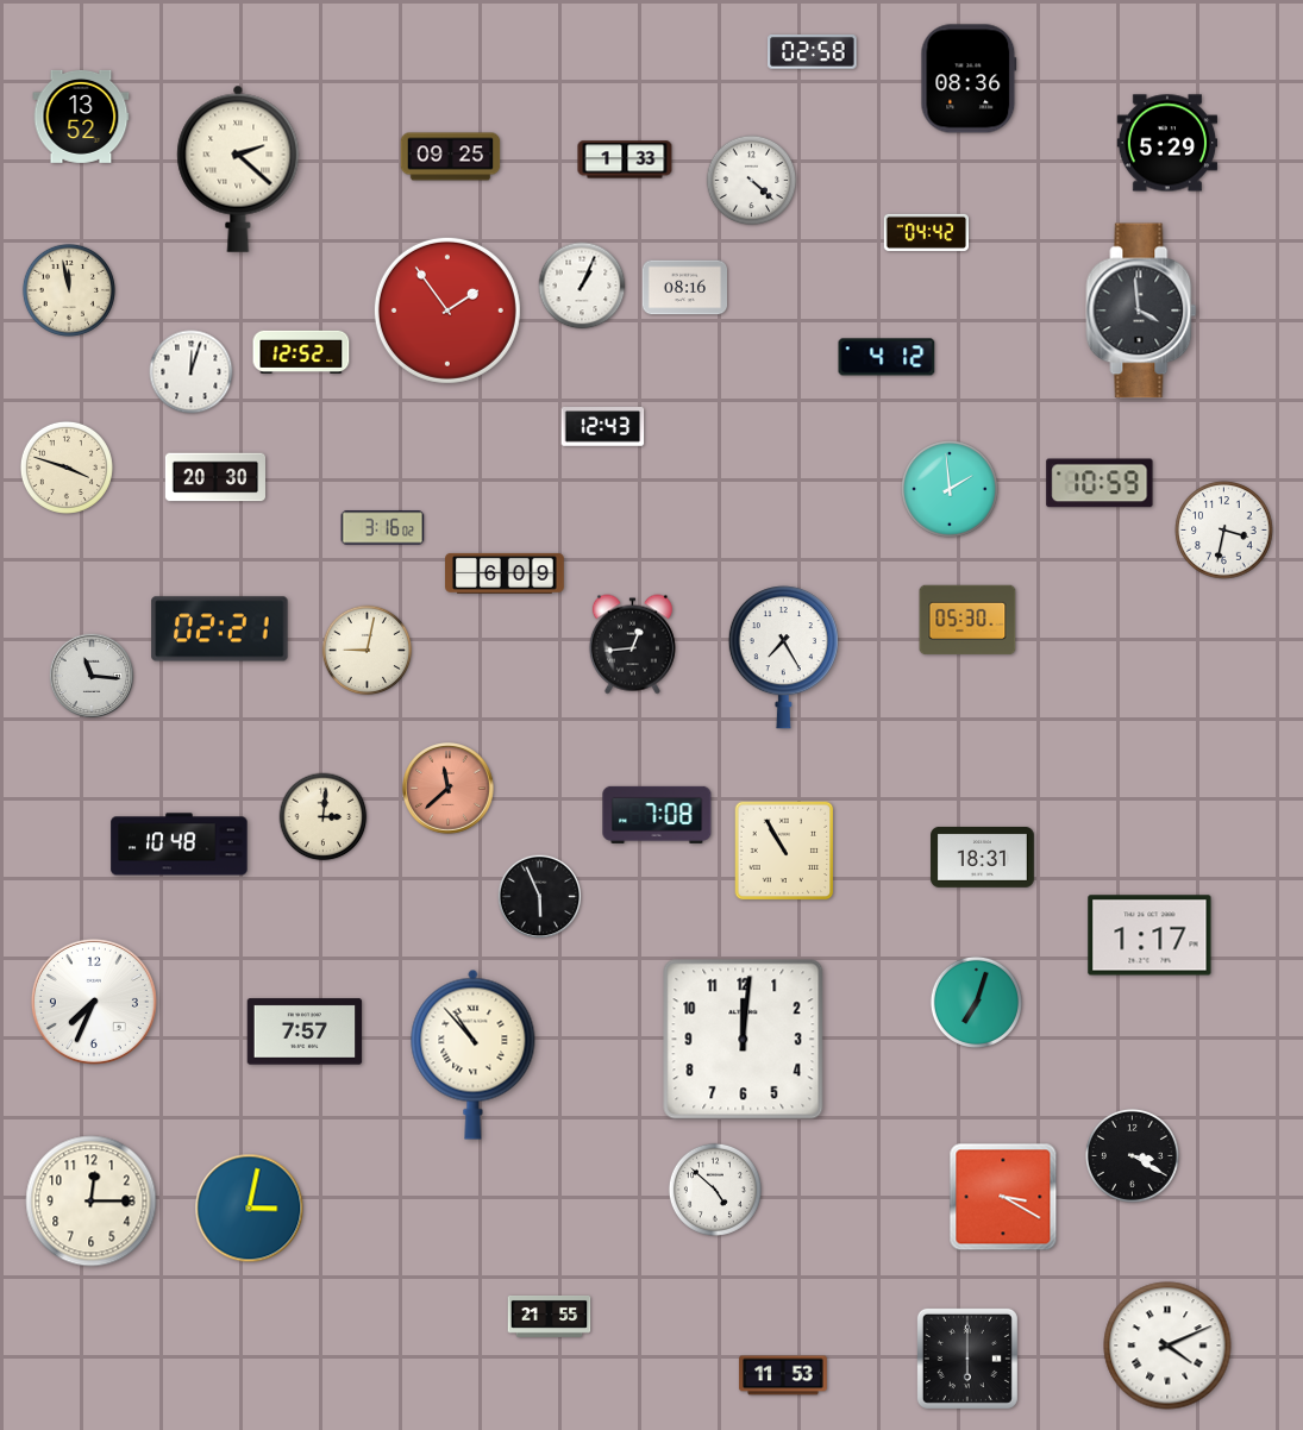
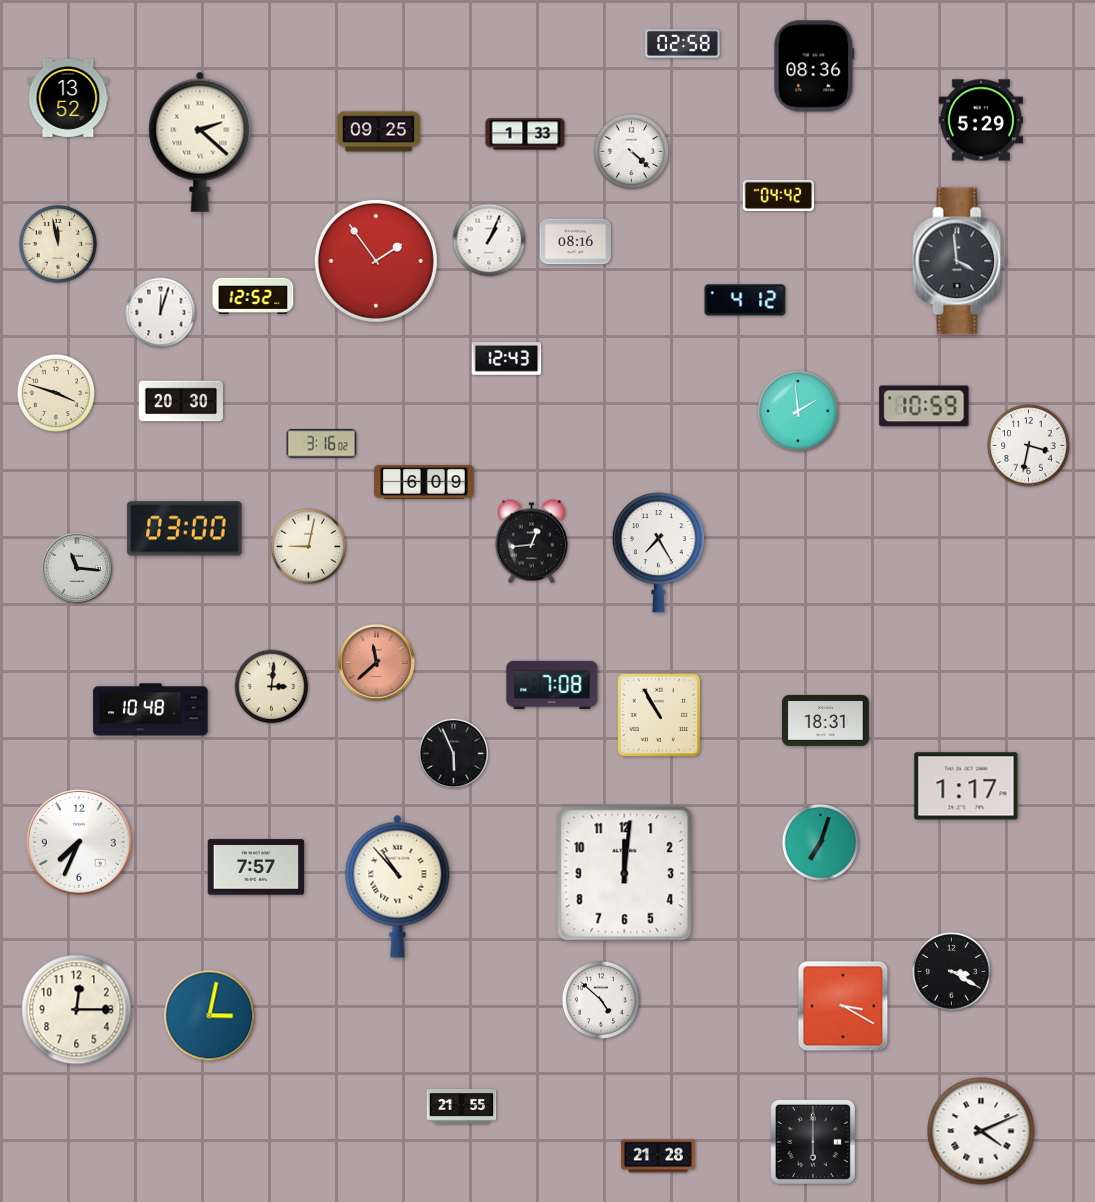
clock at (967, 620): 05:30 -> none
clock at (220, 629): 02:21 -> 03:00
clock at (783, 1375): 11:53 -> 21:28
